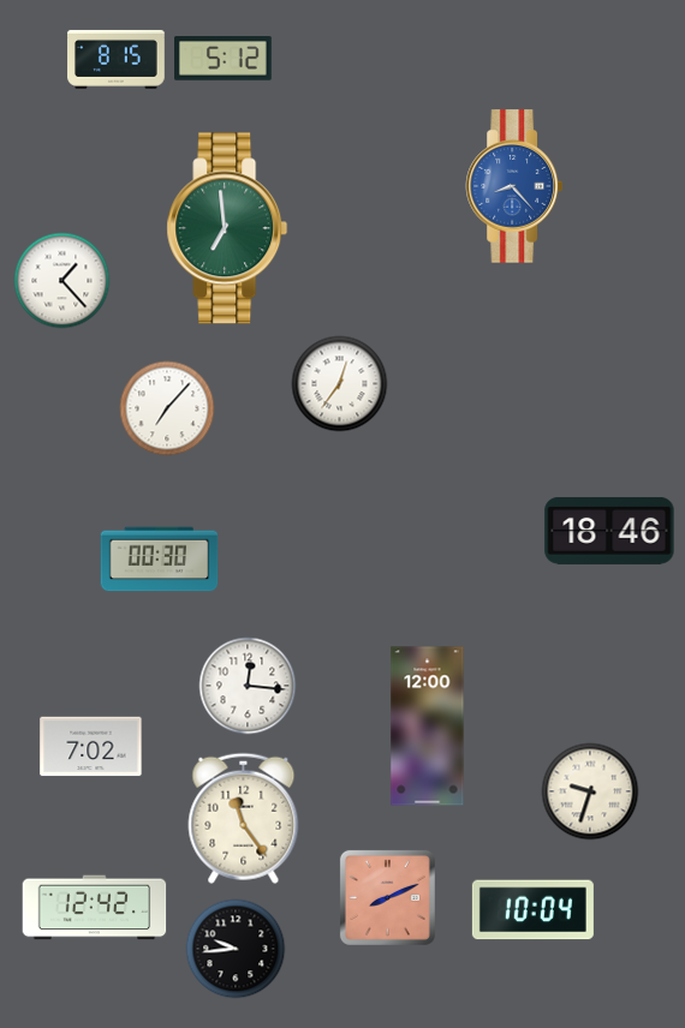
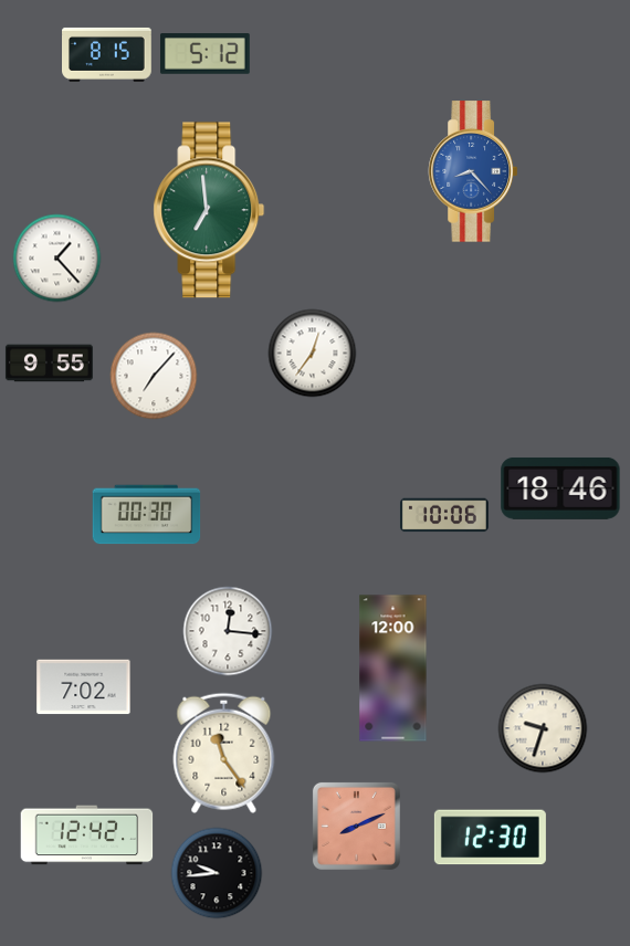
clock at (49, 364): none -> 9:55
clock at (444, 515): none -> 10:06
clock at (532, 910): 10:04 -> 12:30
